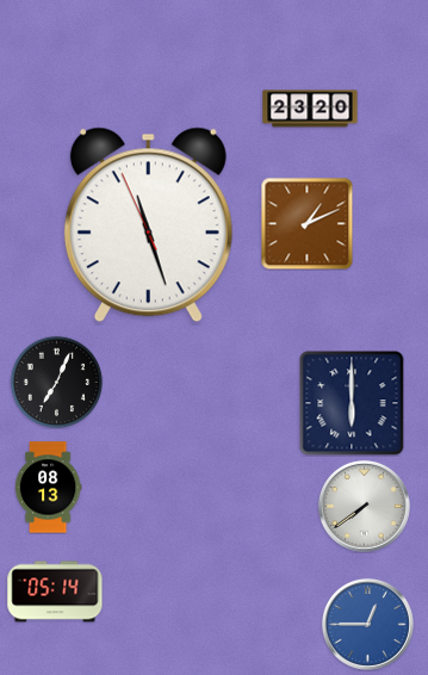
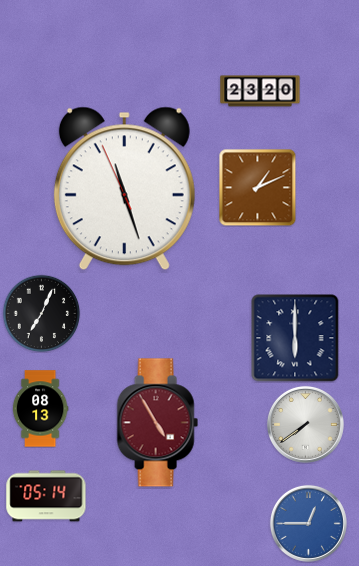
clock at (56, 382) position: (56, 382) -> (41, 313)
clock at (157, 423): none -> 4:55
